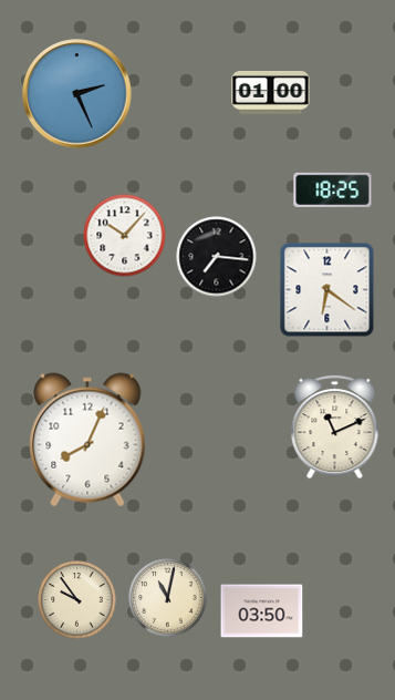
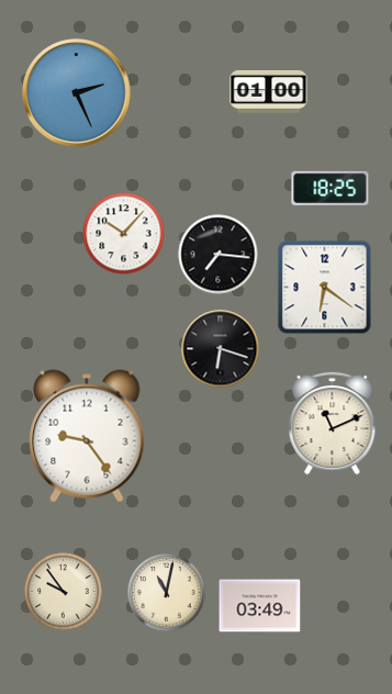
clock at (217, 257) position: (217, 257) -> (219, 255)
clock at (221, 349): none -> 6:18
clock at (87, 440): 8:04 -> 9:24
clock at (77, 600) position: (77, 600) -> (64, 592)
clock at (262, 611): 03:50 -> 03:49
